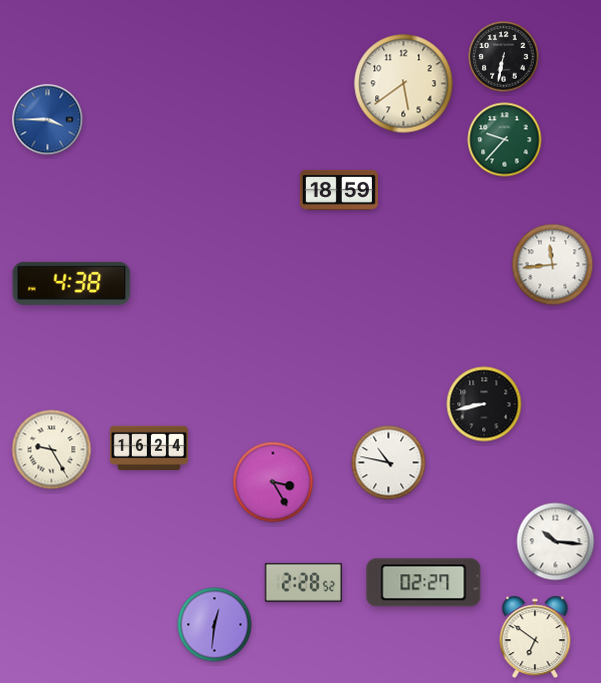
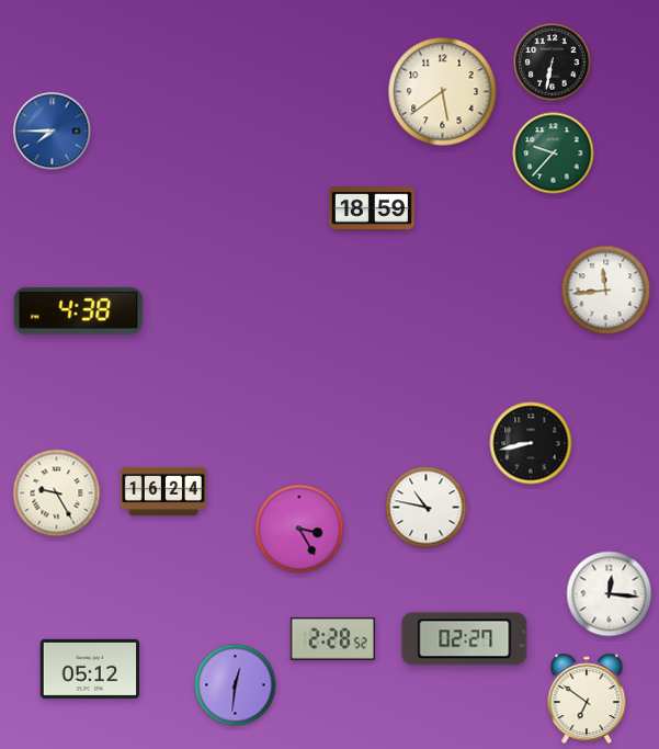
clock at (48, 120): 3:45 -> 7:45
clock at (556, 542): 10:16 -> 12:16
clock at (90, 669): none -> 05:12
